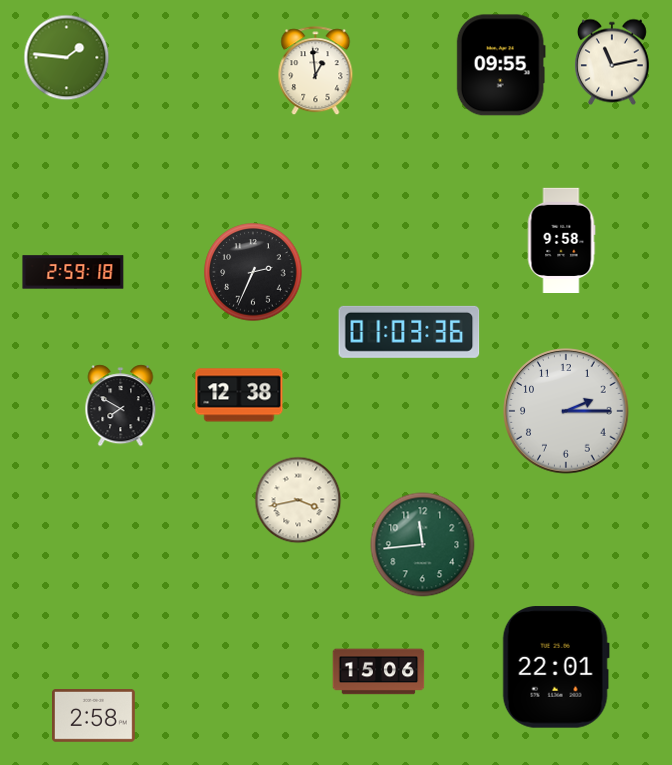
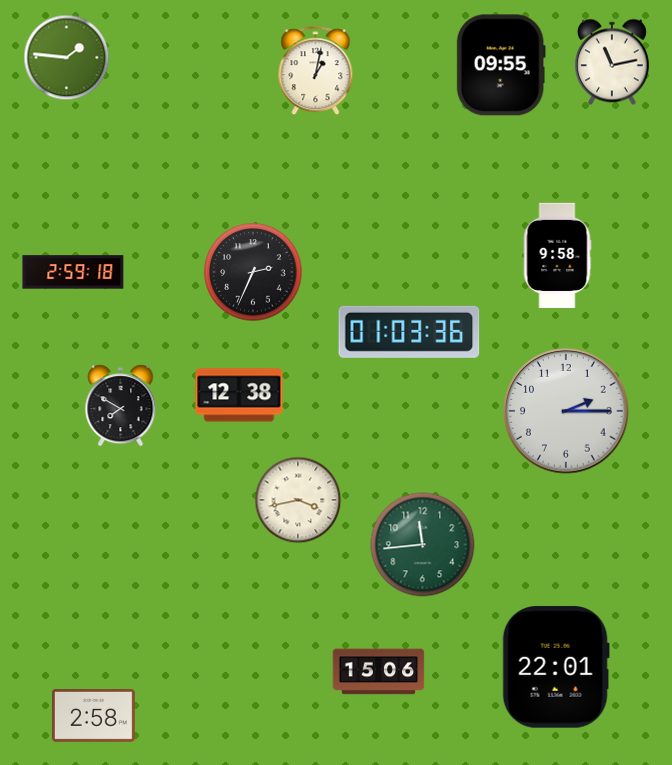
clock at (316, 71): 12:59 -> 1:02
clock at (561, 241) position: (561, 241) -> (557, 256)
